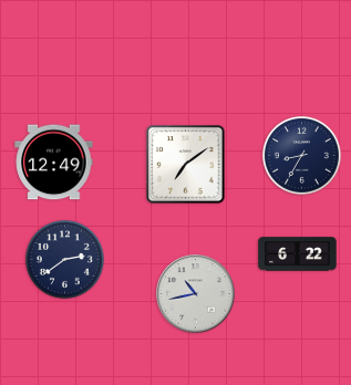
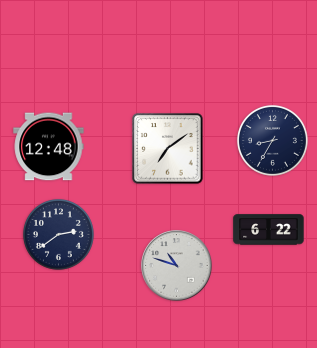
clock at (54, 163): 12:49 -> 12:48
clock at (196, 294): 10:43 -> 10:48
